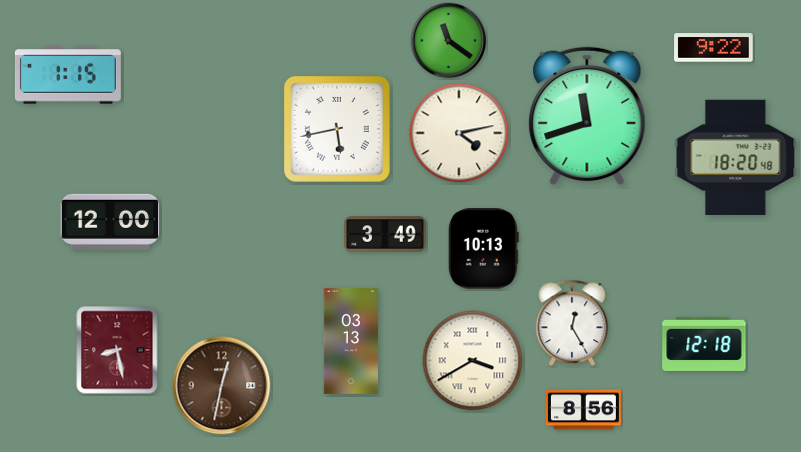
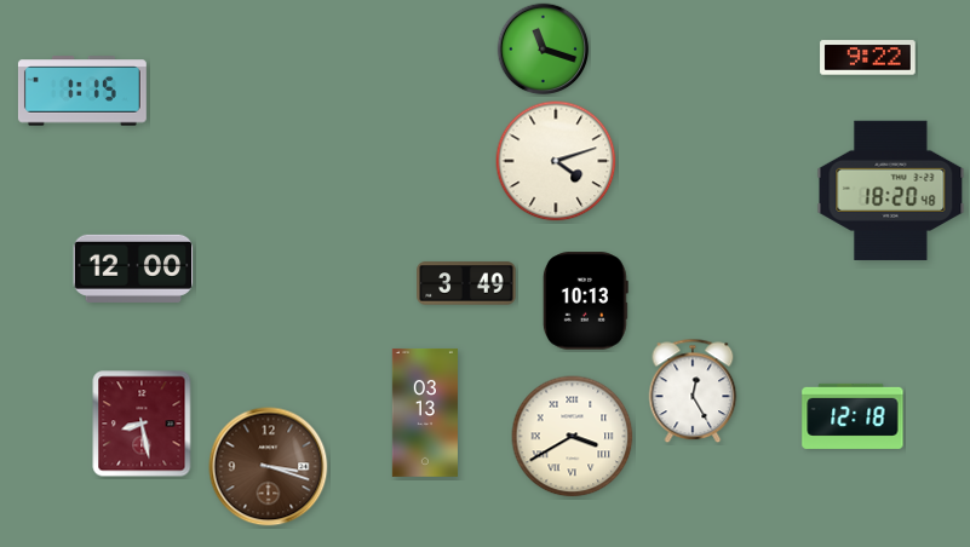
clock at (449, 41): 11:21 -> 11:18
clock at (714, 48) position: (714, 48) -> (868, 58)
clock at (587, 116): 11:42 -> none
clock at (337, 129): 5:43 -> none
clock at (459, 133): 4:13 -> 4:12
clock at (222, 386): 12:32 -> 3:18
clock at (583, 410): 8:56 -> none
